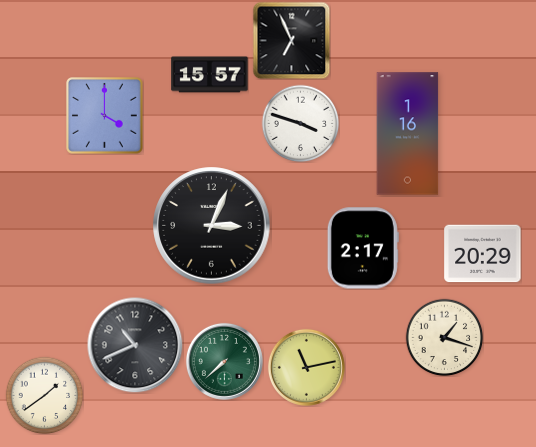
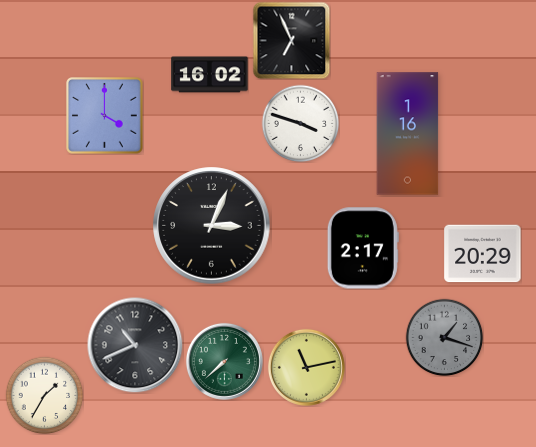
clock at (210, 75): 15:57 -> 16:02
clock at (444, 337) dial: cream -> grey
clock at (44, 395): 1:39 -> 1:35
